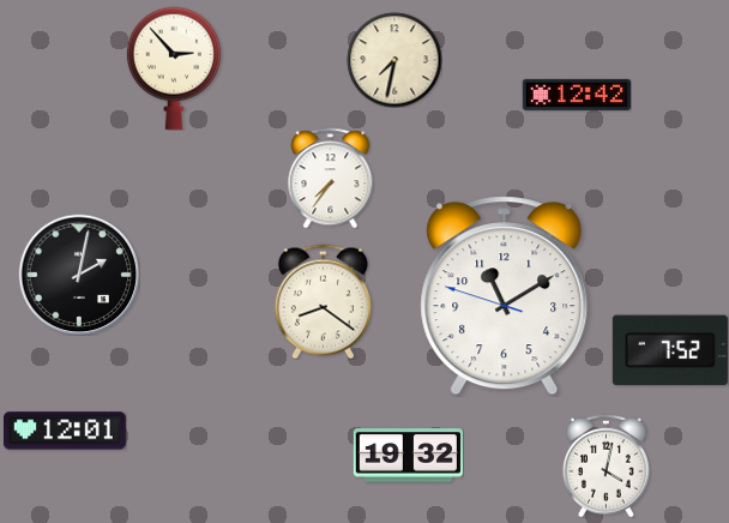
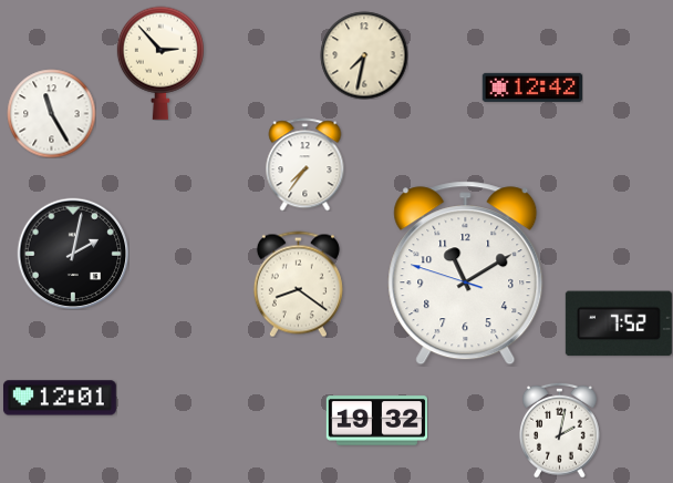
clock at (51, 113): none -> 11:25
clock at (323, 301) position: (323, 301) -> (298, 284)
clock at (607, 465): 4:02 -> 2:02
